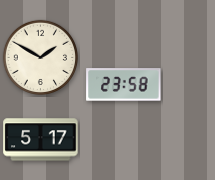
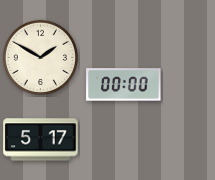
clock at (124, 85): 23:58 -> 00:00
